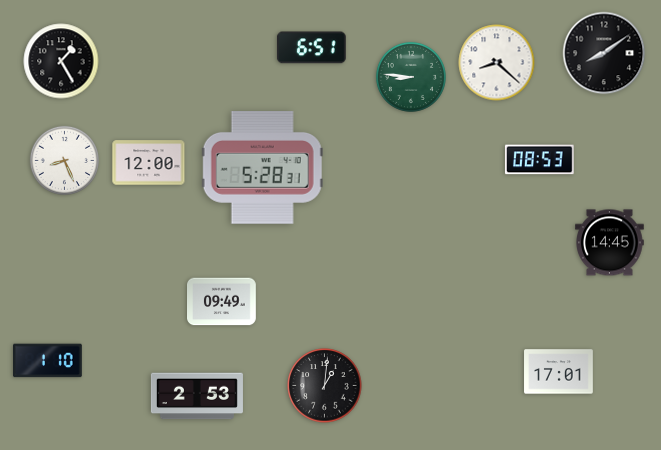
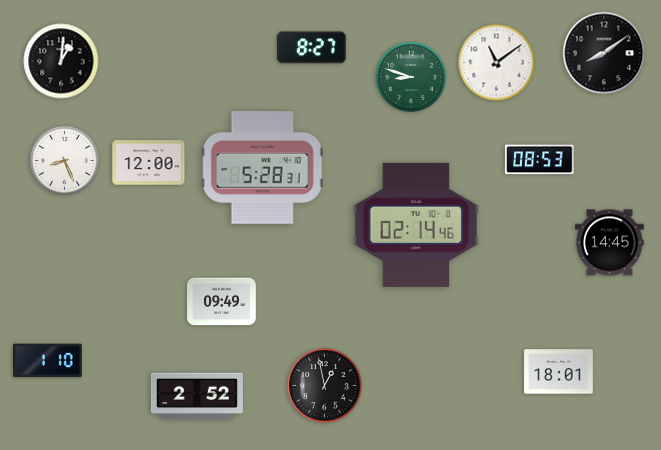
clock at (311, 48): 6:51 -> 8:27
clock at (61, 61): 1:25 -> 1:01
clock at (497, 63): 8:22 -> 11:09
clock at (411, 77): 8:46 -> 8:48
clock at (416, 225): none -> 02:14
clock at (559, 372): 17:01 -> 18:01
clock at (325, 386): 1:01 -> 12:58
clock at (197, 396): 2:53 -> 2:52
